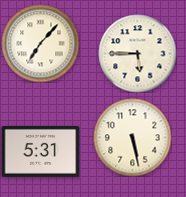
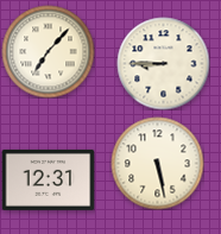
clock at (137, 53): 5:45 -> 8:45
clock at (40, 151): 5:31 -> 12:31
